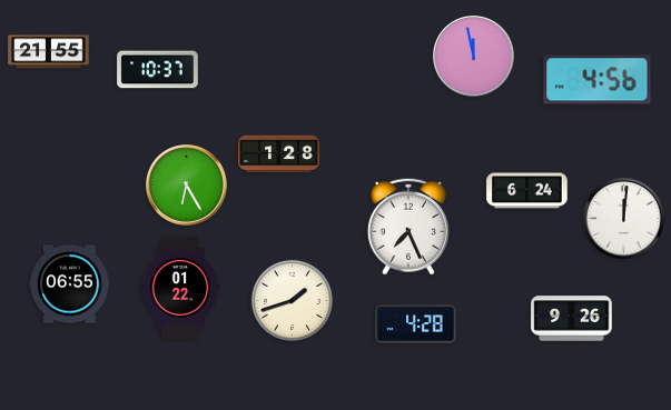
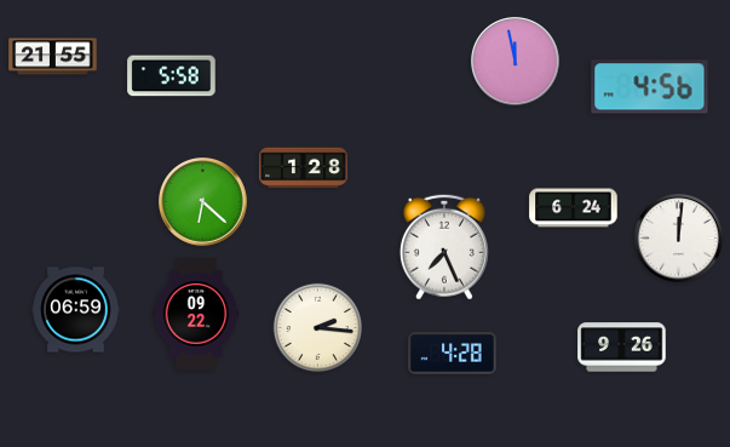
clock at (158, 70): 10:37 -> 5:58
clock at (187, 186): 6:25 -> 6:22
clock at (70, 284): 06:55 -> 06:59
clock at (180, 288): 01:22 -> 09:22
clock at (292, 300): 1:42 -> 2:16
